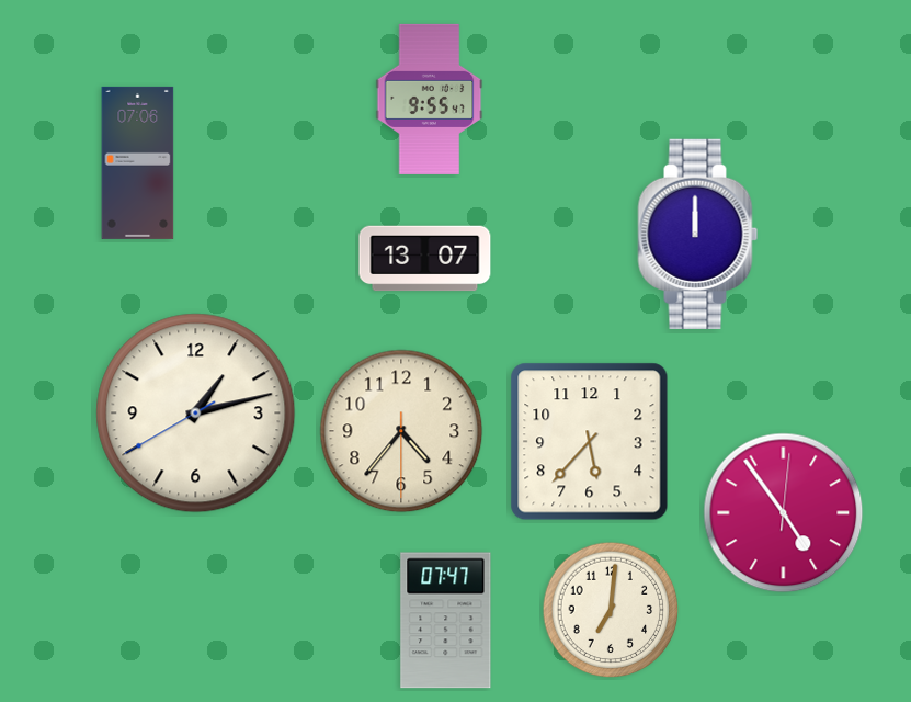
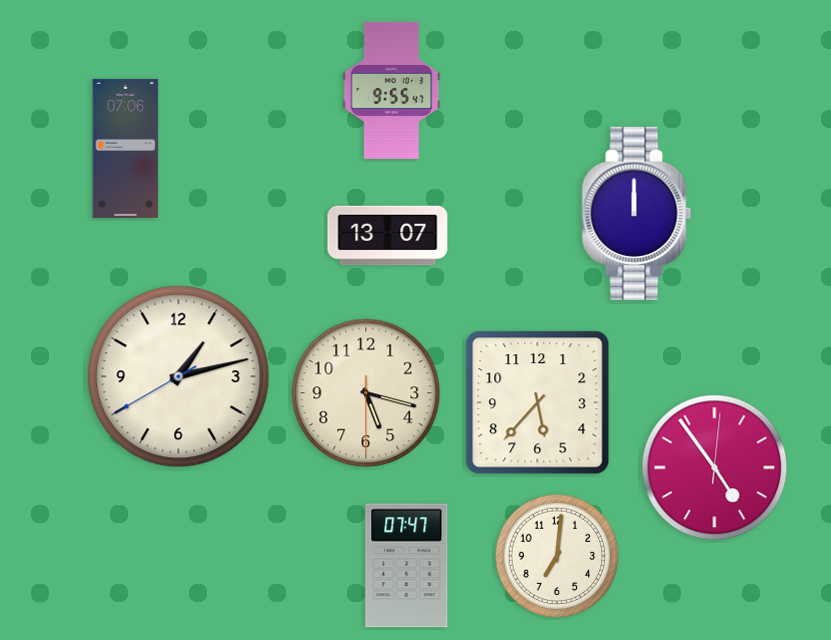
clock at (401, 431): 4:36 -> 5:17
